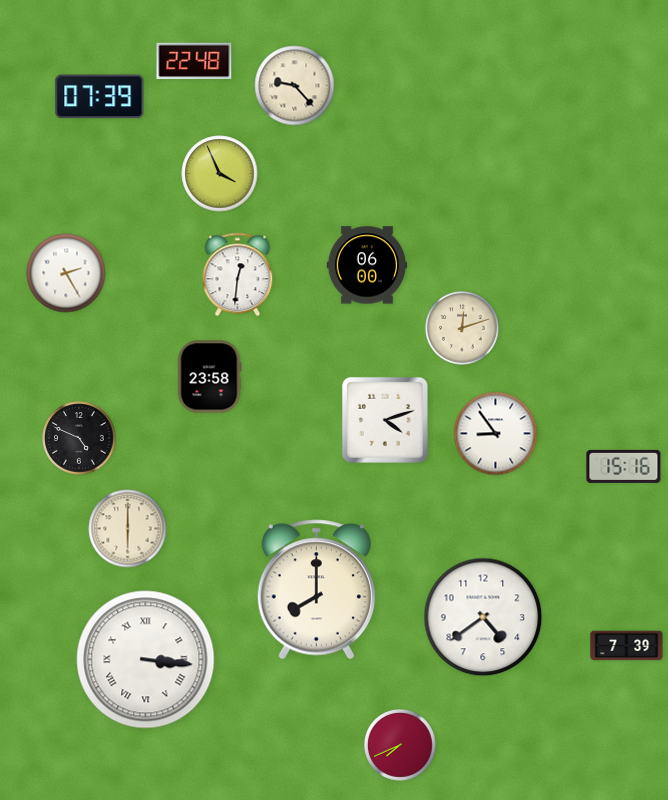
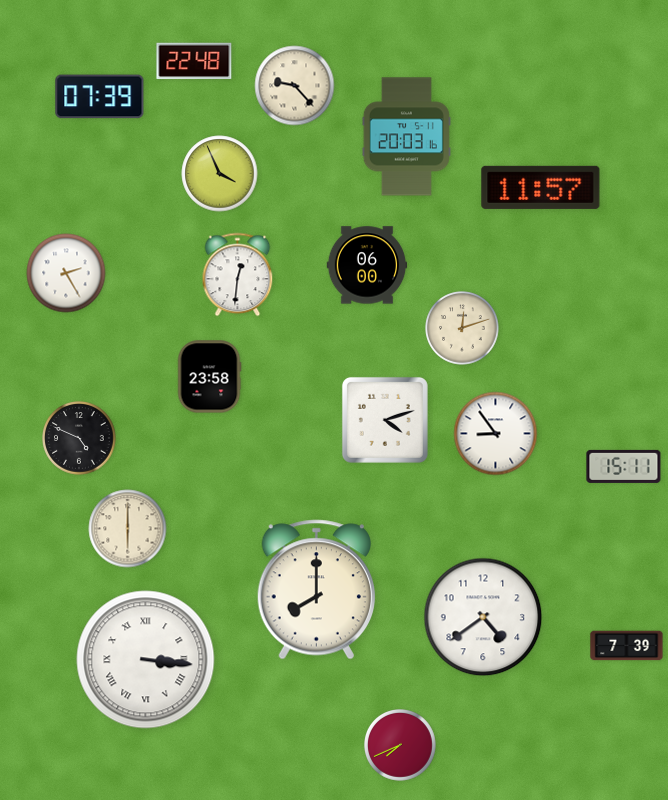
clock at (406, 137): none -> 20:03
clock at (541, 187): none -> 11:57
clock at (624, 466): 15:16 -> 15:11
